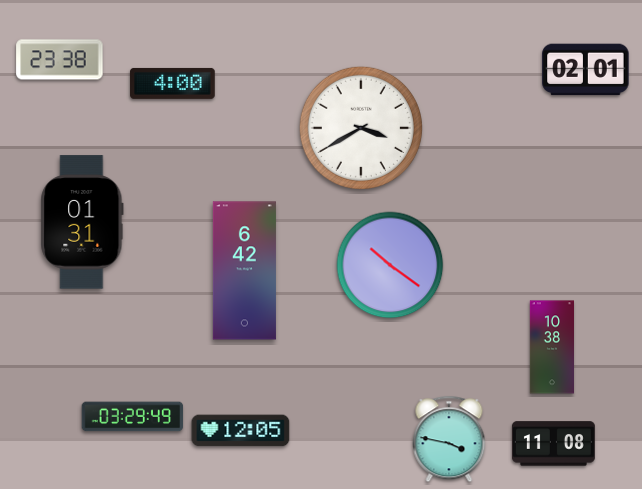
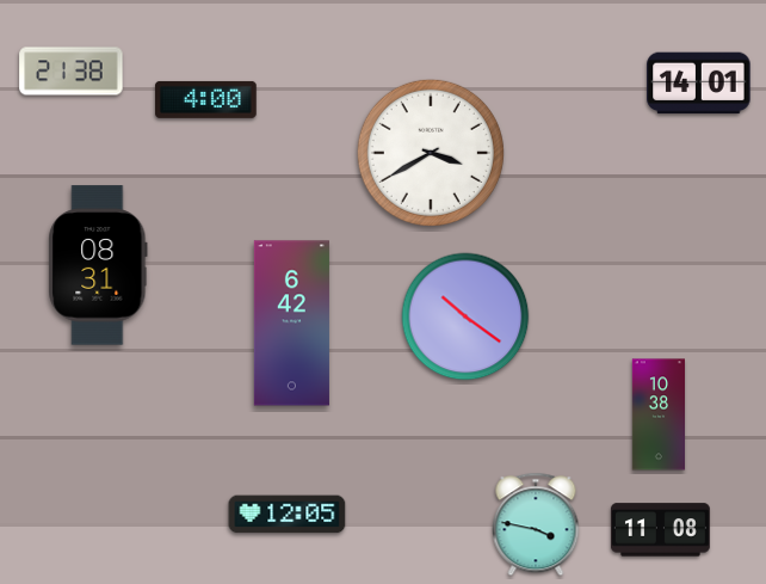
clock at (60, 60): 23:38 -> 21:38
clock at (586, 70): 02:01 -> 14:01
clock at (82, 222): 01:31 -> 08:31
clock at (133, 417): 03:29 -> none
